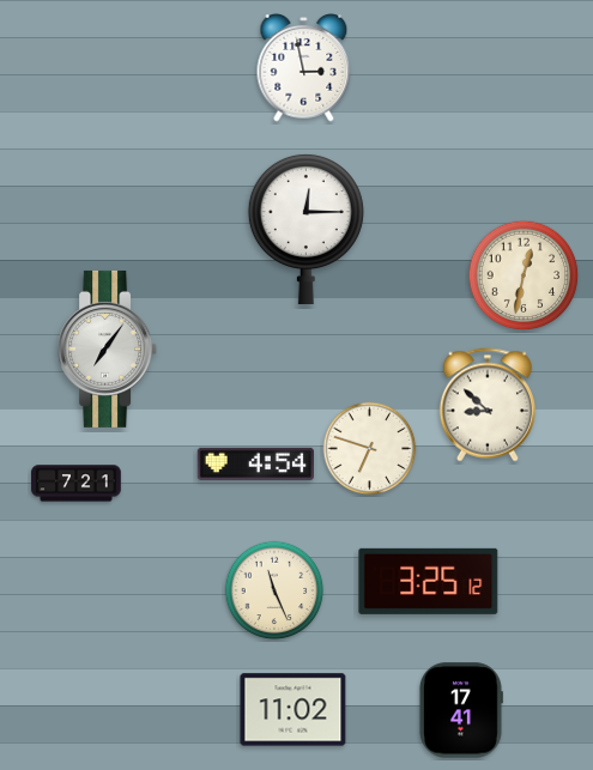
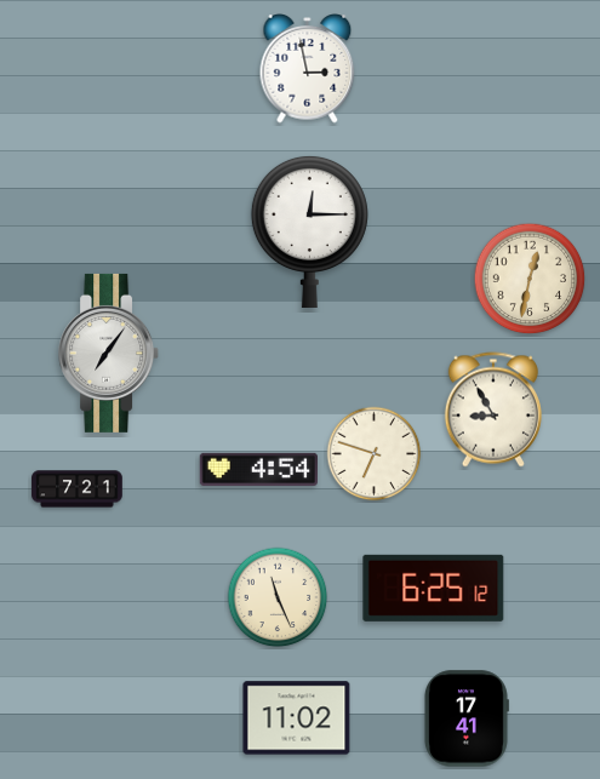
clock at (488, 405): 8:52 -> 8:55
clock at (429, 581): 3:25 -> 6:25
